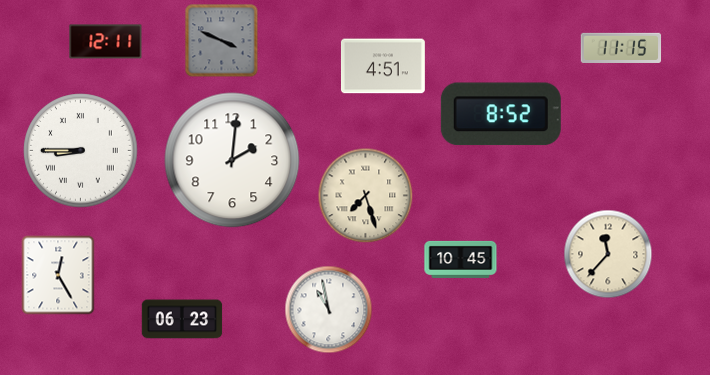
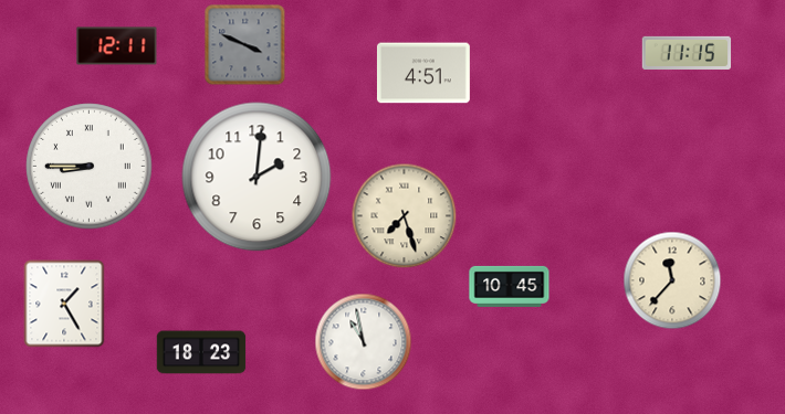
clock at (501, 114): 8:52 -> none
clock at (58, 275): 12:25 -> 1:25
clock at (182, 319): 06:23 -> 18:23
